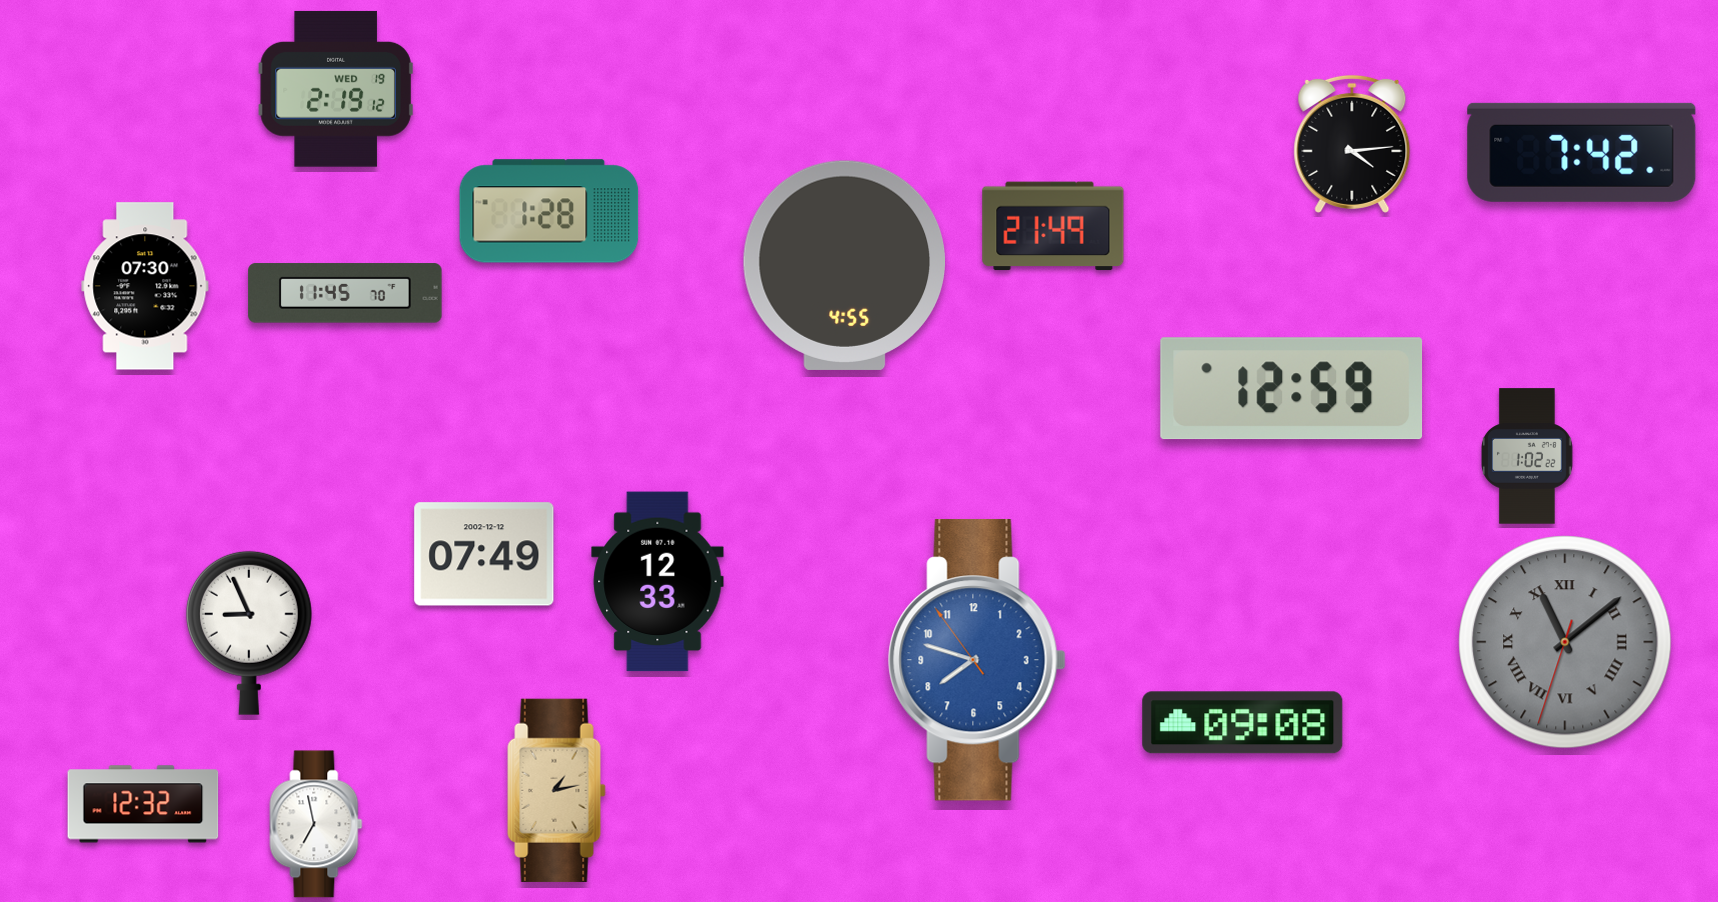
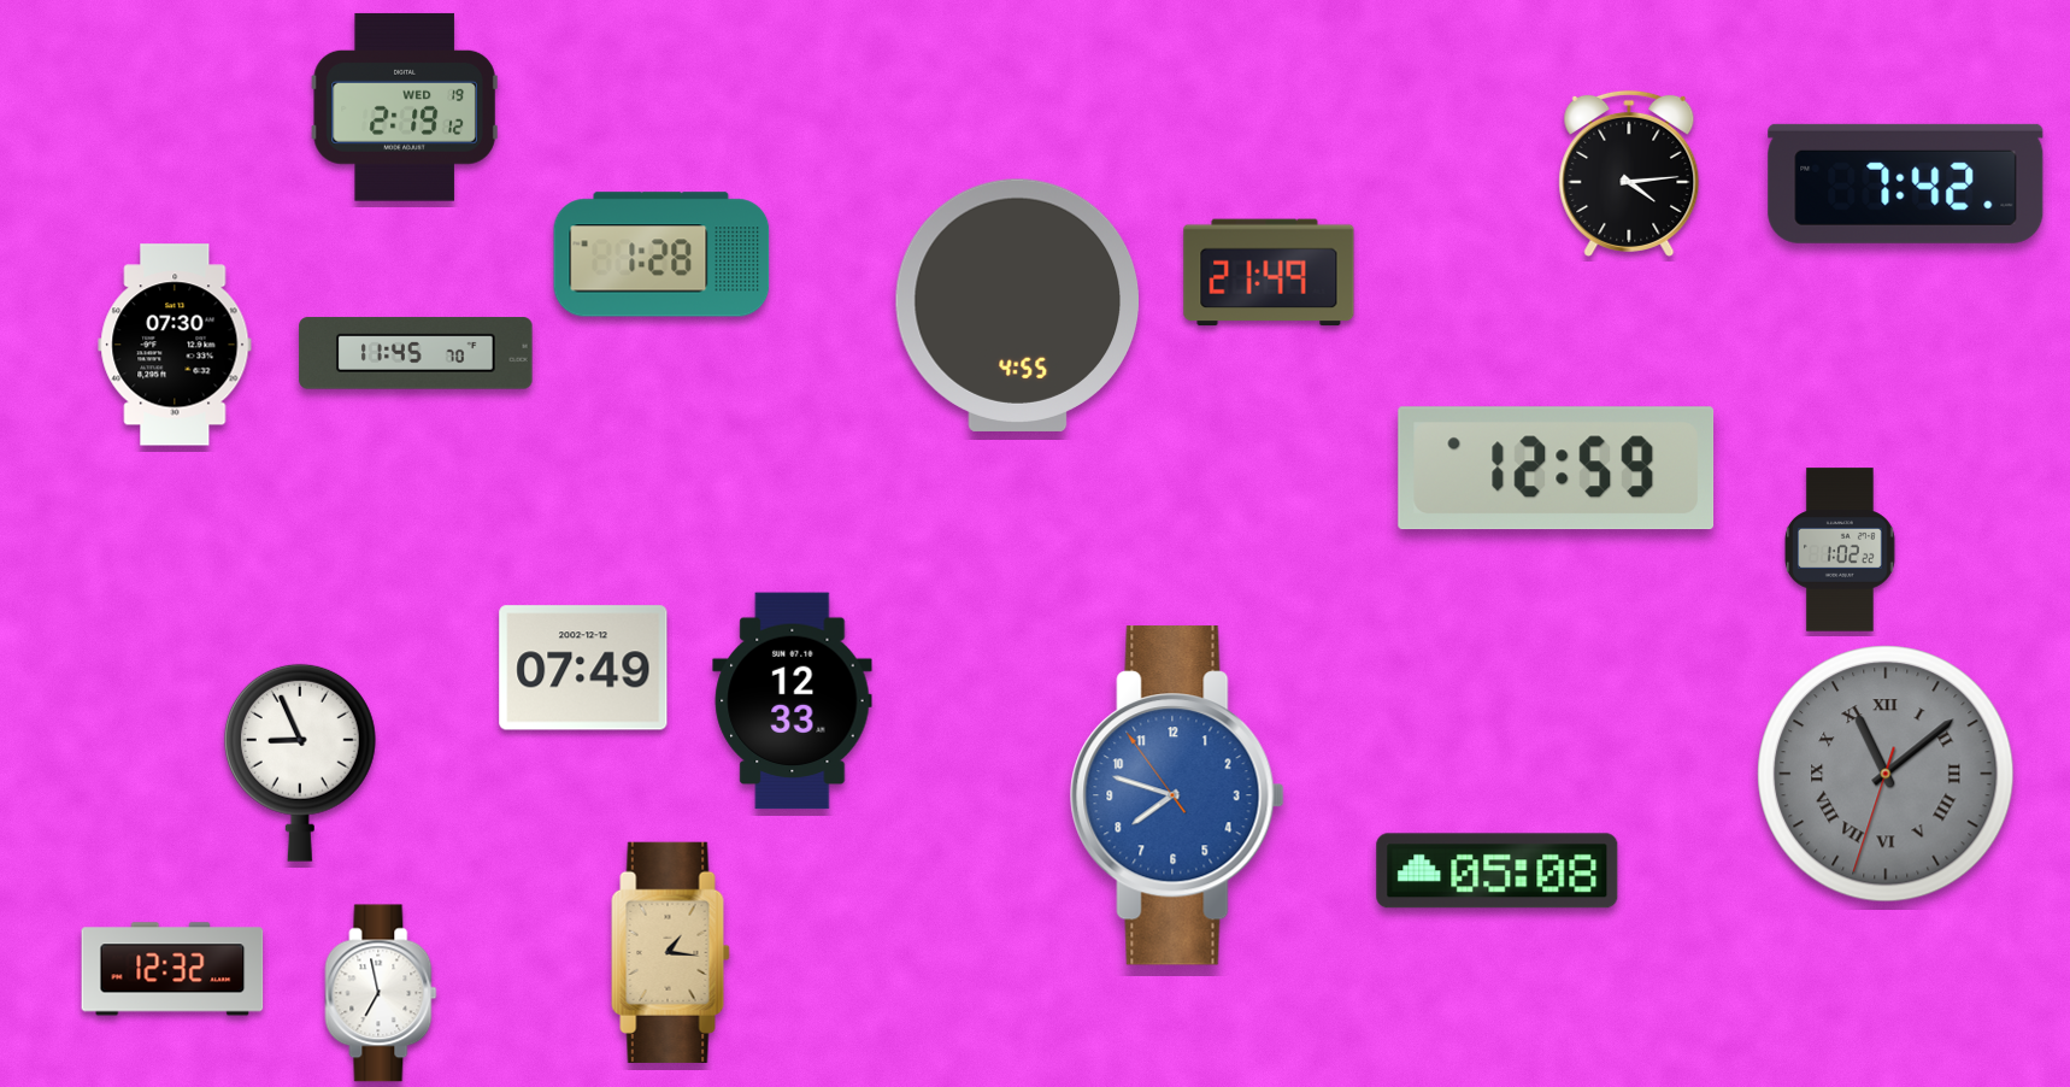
clock at (844, 265) position: (844, 265) -> (1017, 305)
clock at (1243, 723): 09:08 -> 05:08
clock at (557, 790): 1:13 -> 1:16
